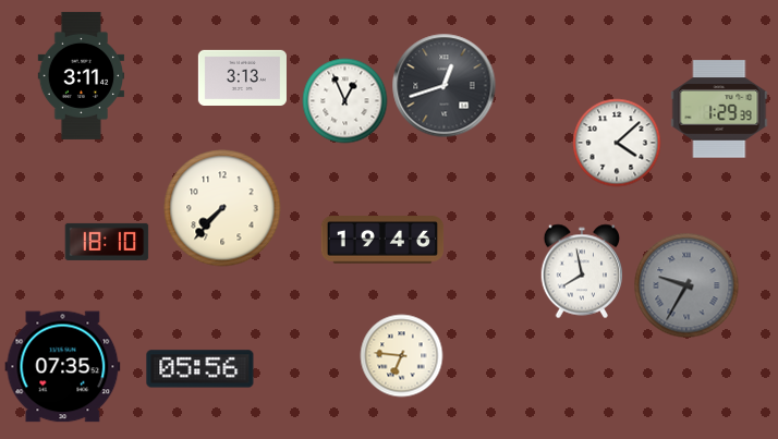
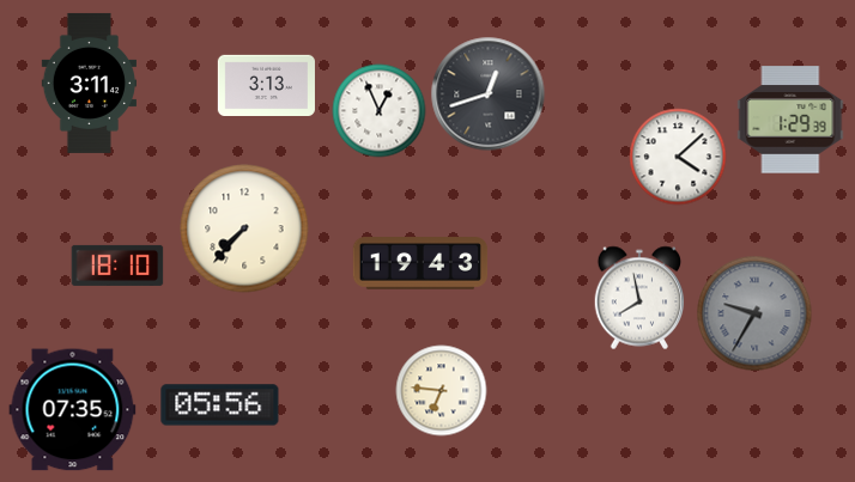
clock at (382, 240): 19:46 -> 19:43
clock at (63, 367) position: (63, 367) -> (73, 410)
